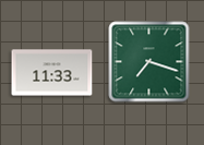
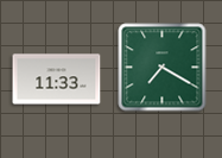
clock at (149, 62): 7:18 -> 7:20
